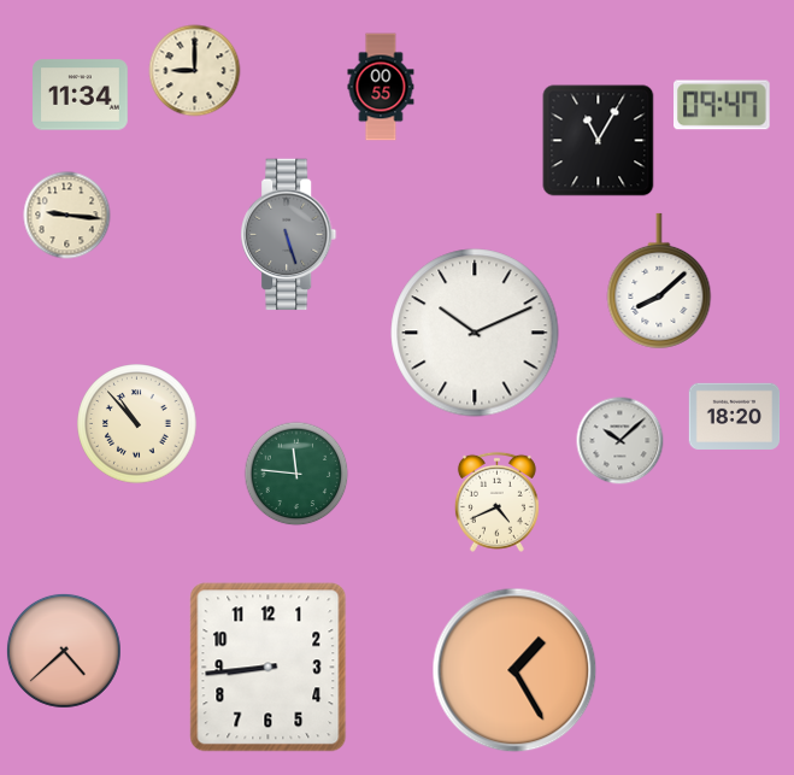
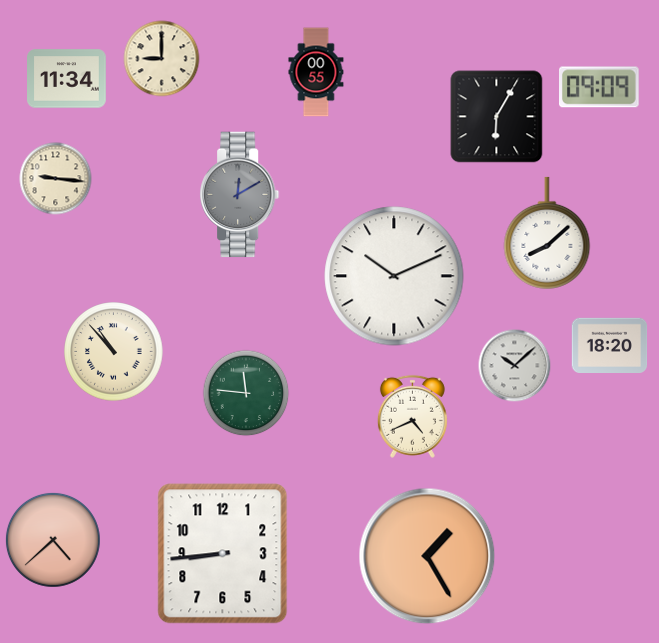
clock at (723, 105): 09:47 -> 09:09
clock at (599, 141): 11:05 -> 6:05
clock at (289, 235): 5:27 -> 12:10
